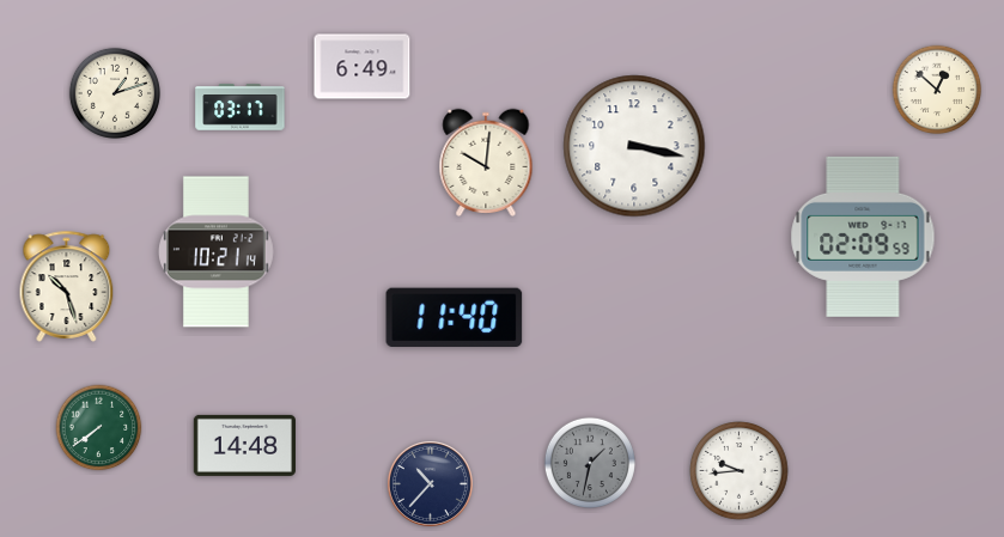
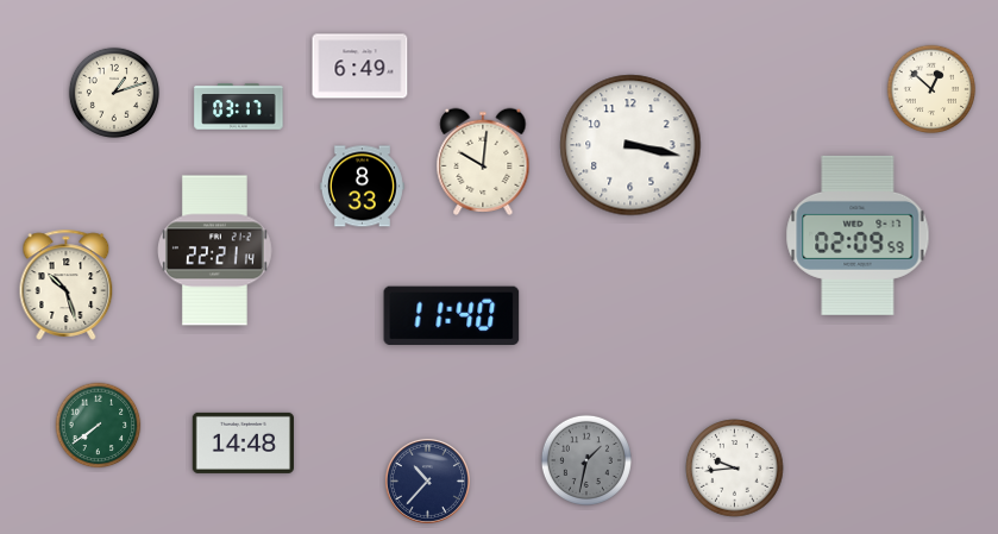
clock at (362, 187): none -> 8:33
clock at (217, 252): 10:21 -> 22:21
